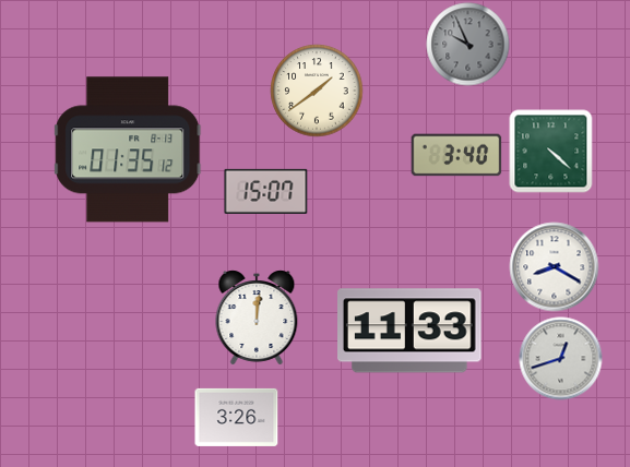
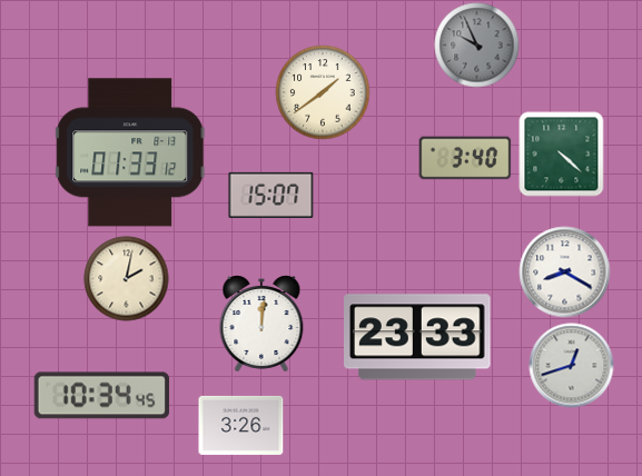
clock at (129, 149): 01:35 -> 01:33
clock at (127, 279): none -> 2:02
clock at (411, 331): 11:33 -> 23:33
clock at (101, 396): none -> 10:34
